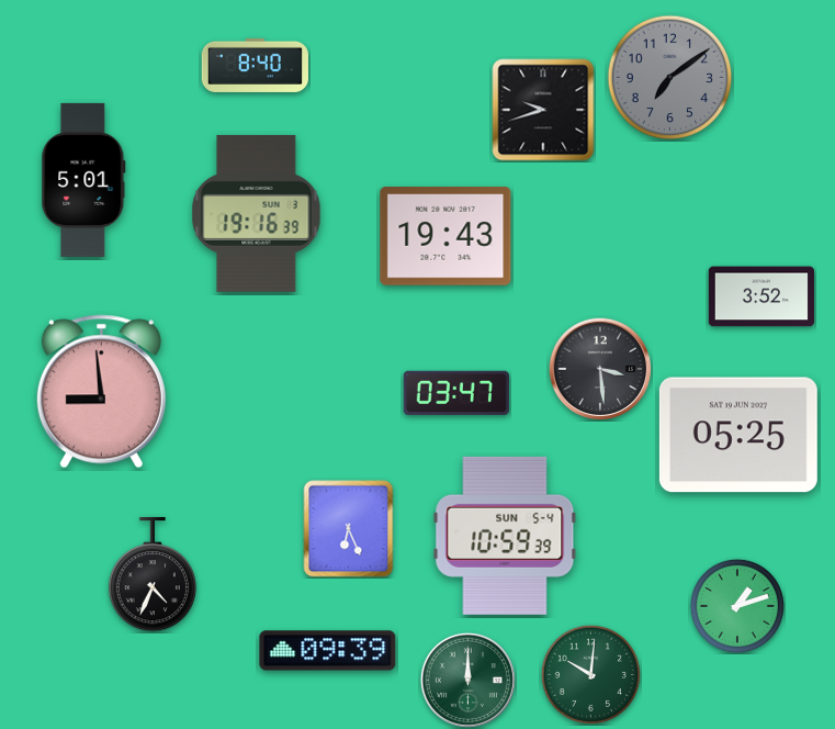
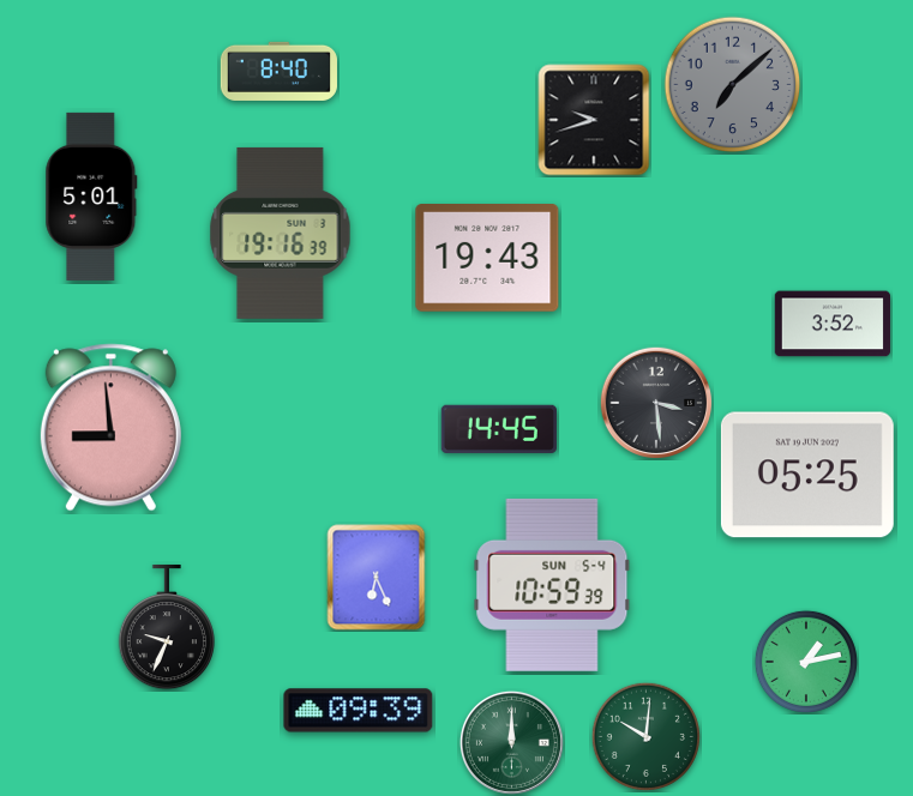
clock at (670, 78): 7:09 -> 7:08
clock at (456, 393): 03:47 -> 14:45
clock at (349, 529) position: (349, 529) -> (377, 578)
clock at (151, 574): 4:34 -> 9:34
clock at (737, 606): 1:12 -> 1:13
